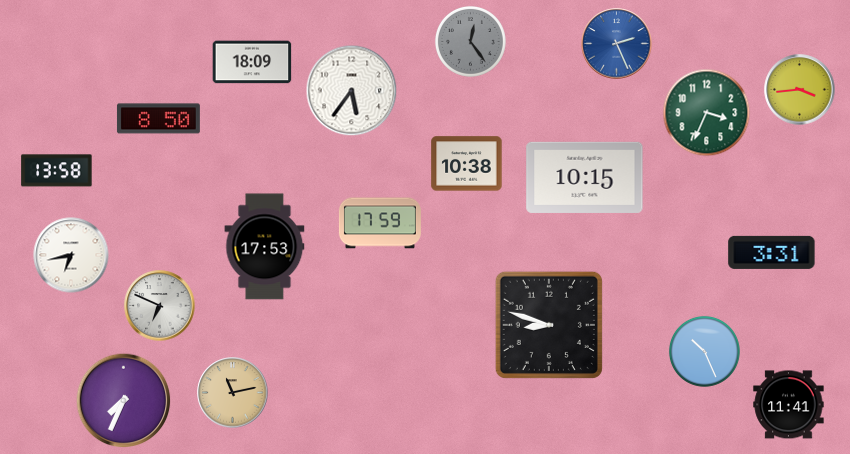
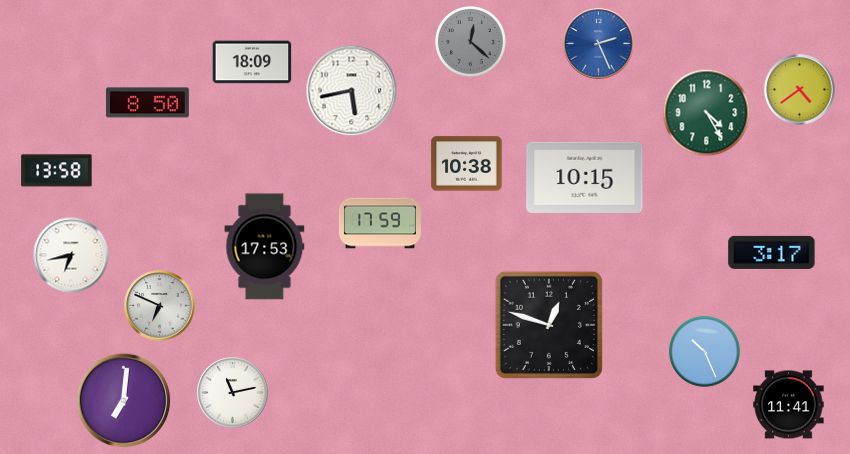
clock at (470, 41): 12:24 -> 12:22
clock at (617, 44) position: (617, 44) -> (599, 44)
clock at (800, 90): 3:44 -> 4:39
clock at (352, 91): 5:36 -> 5:43
clock at (707, 113): 3:34 -> 4:25
clock at (158, 119) position: (158, 119) -> (147, 103)
clock at (772, 252): 3:31 -> 3:17
clock at (549, 325): 8:48 -> 12:48
clock at (233, 393) dial: champagne -> white
clock at (124, 401): 7:34 -> 7:01
